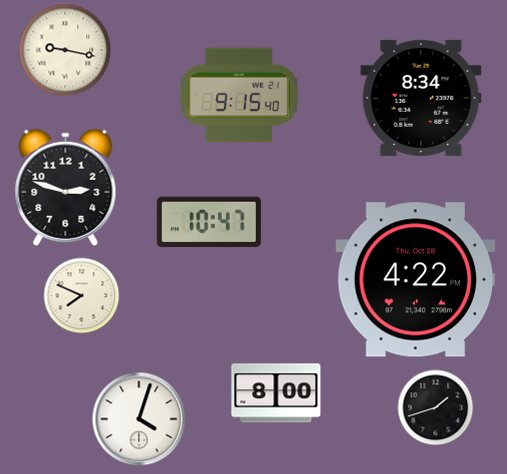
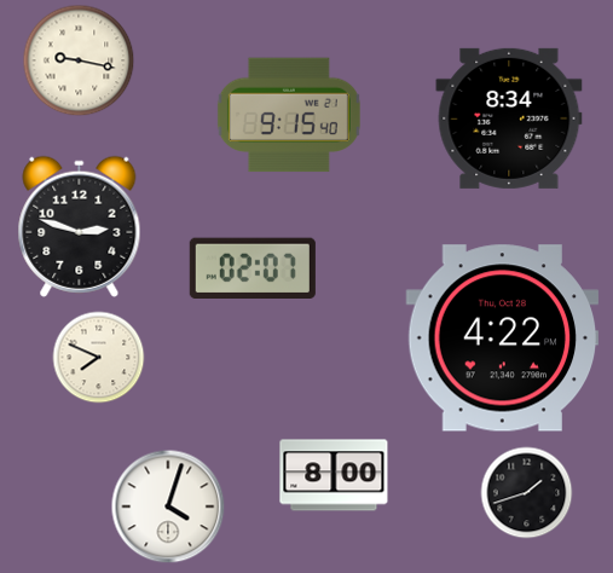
clock at (209, 222): 10:47 -> 02:07
